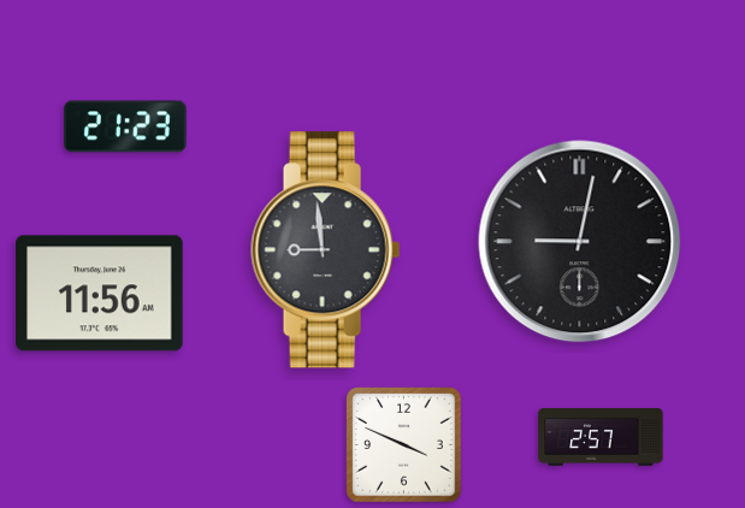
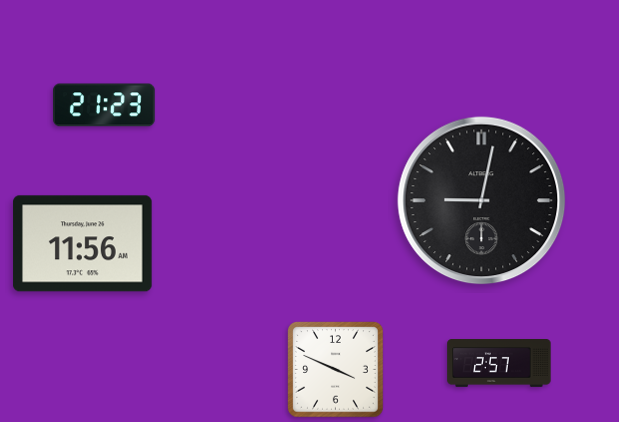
clock at (326, 250): 8:59 -> none
